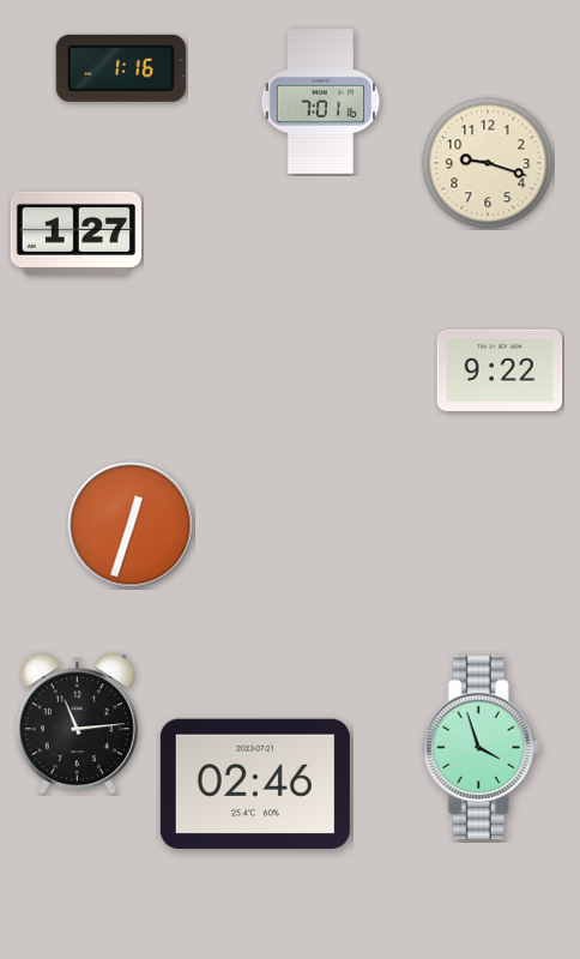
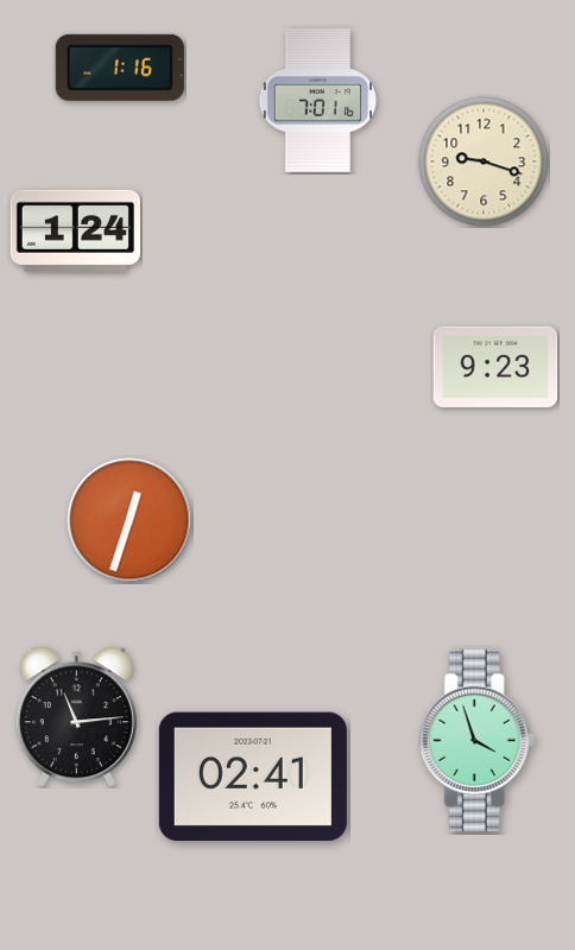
clock at (75, 233): 1:27 -> 1:24
clock at (500, 370): 9:22 -> 9:23
clock at (255, 783): 02:46 -> 02:41
